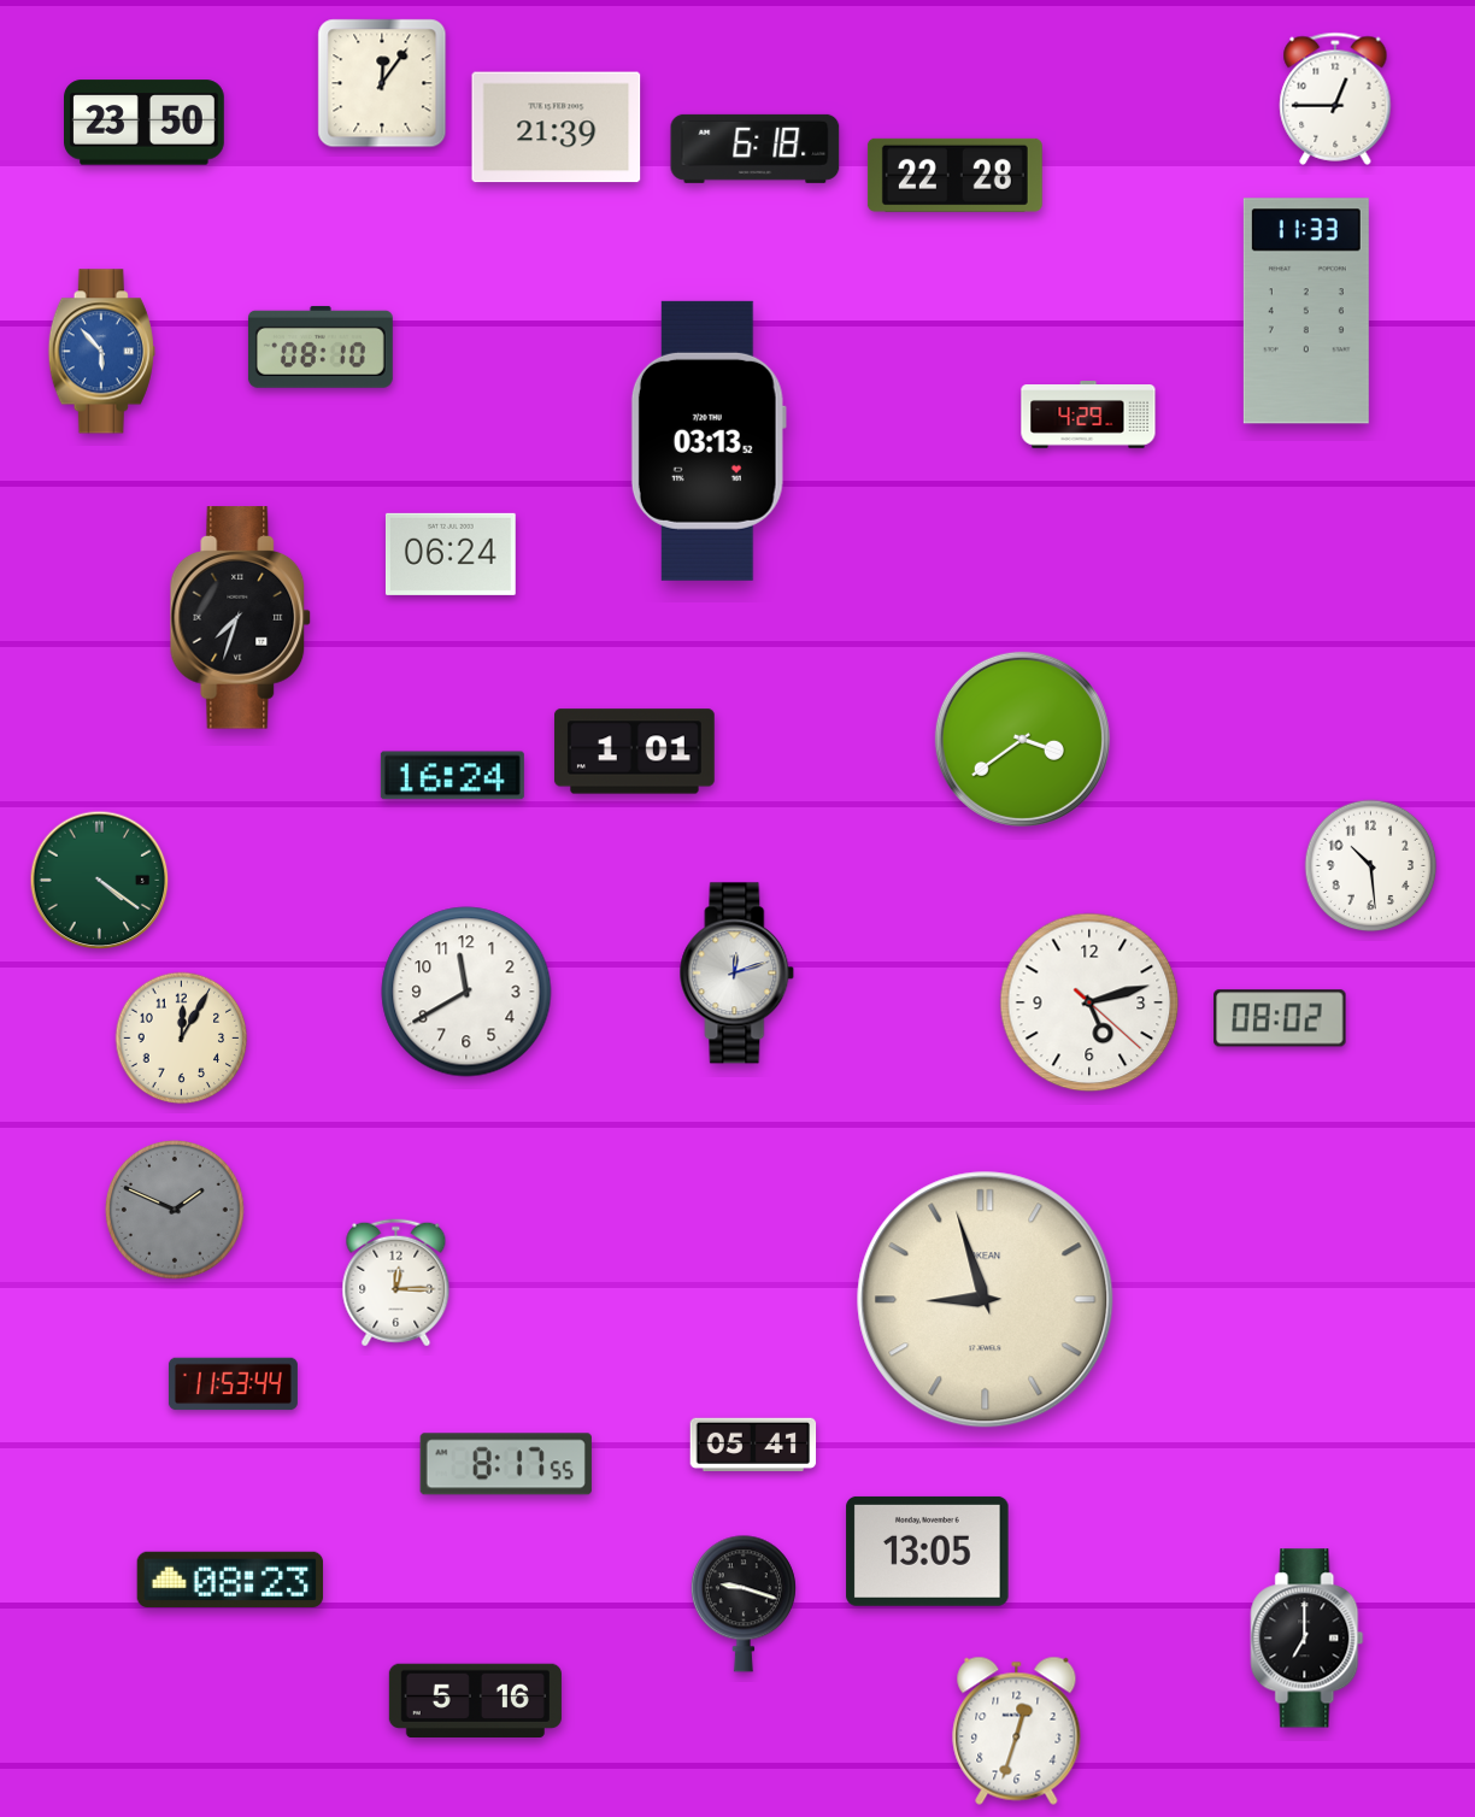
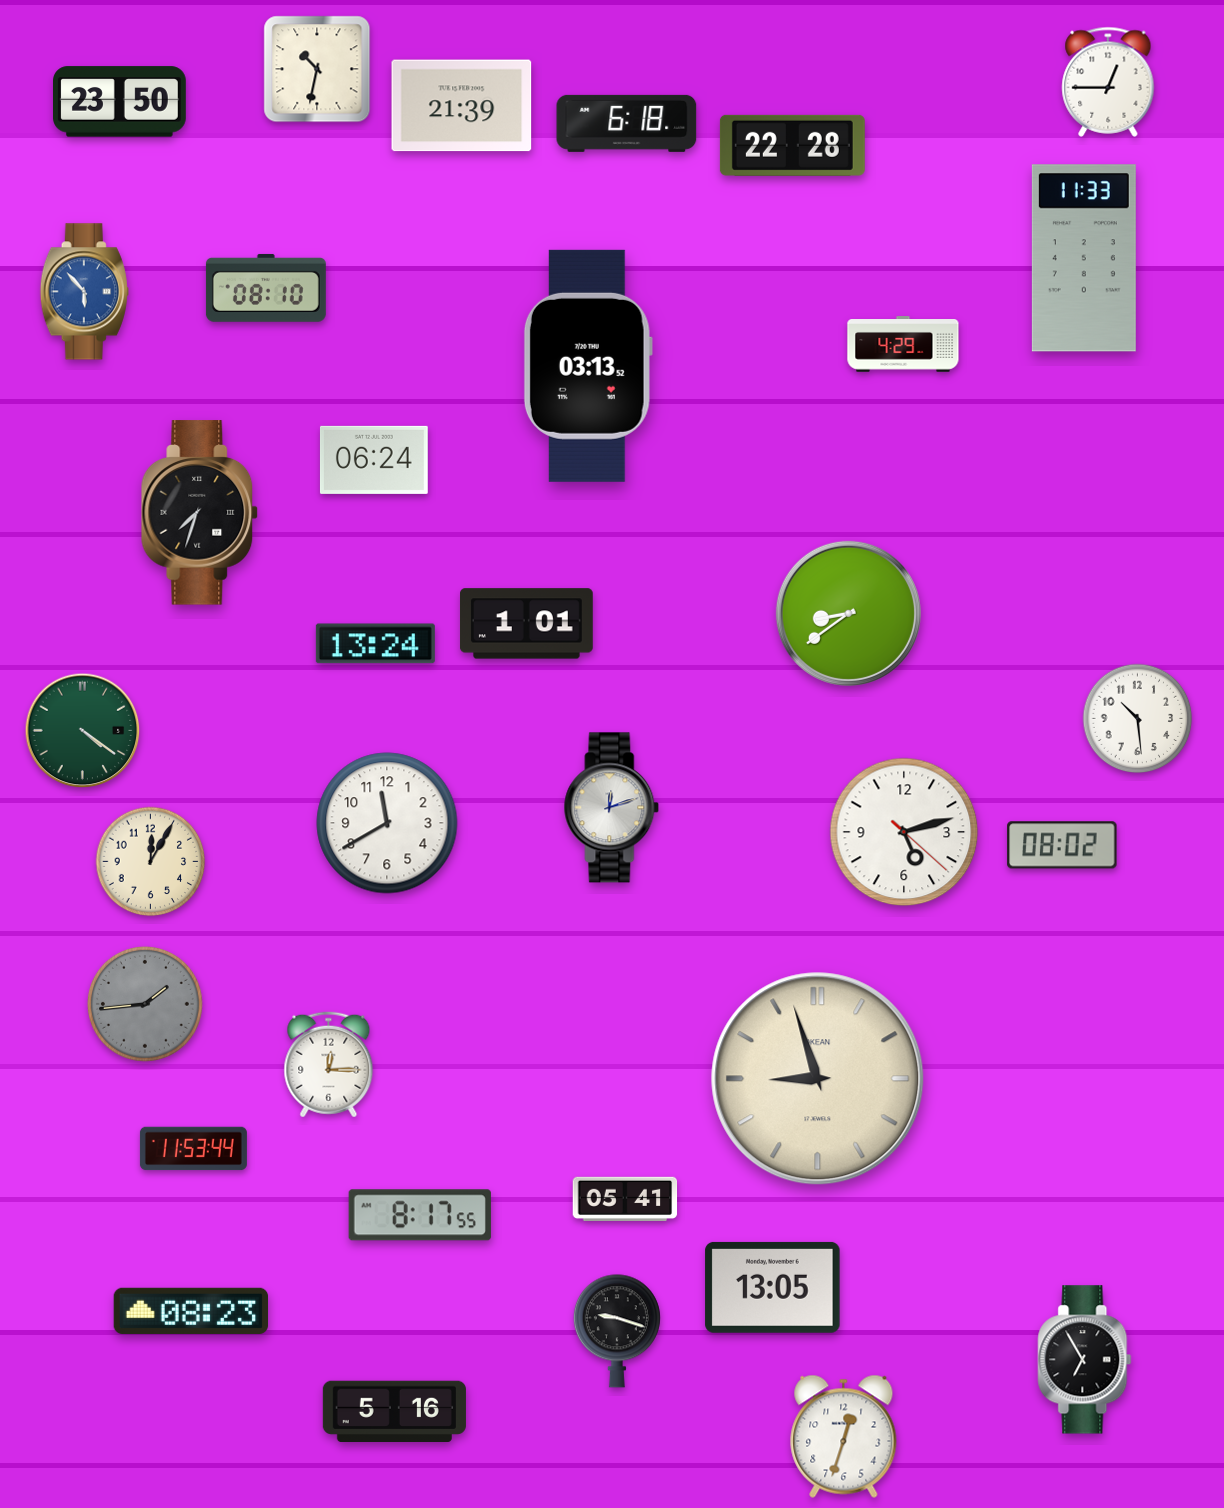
clock at (382, 83): 12:06 -> 10:32
clock at (1022, 739): 3:39 -> 8:39
clock at (452, 776): 16:24 -> 13:24
clock at (175, 1210): 1:49 -> 1:44
clock at (928, 1551) position: (928, 1551) -> (773, 1287)
clock at (1307, 1639): 7:00 -> 6:55
